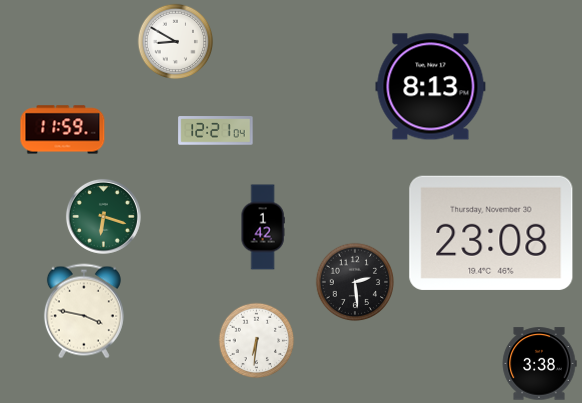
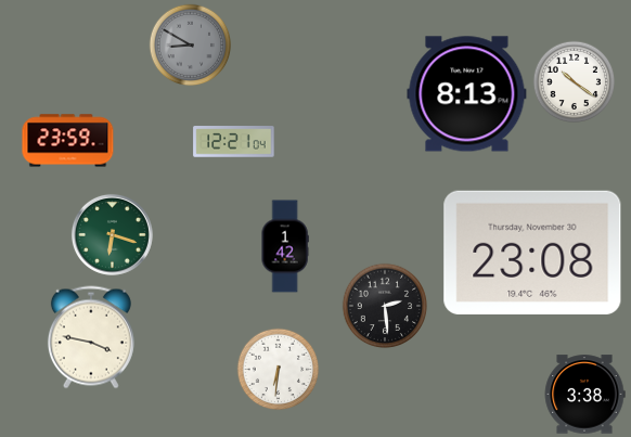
clock at (176, 42) dial: white -> grey
clock at (575, 82): none -> 10:21
clock at (63, 130): 11:59 -> 23:59
